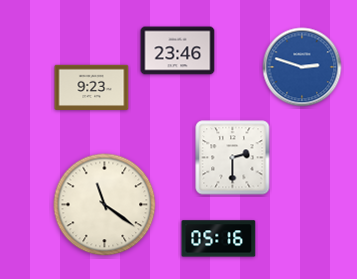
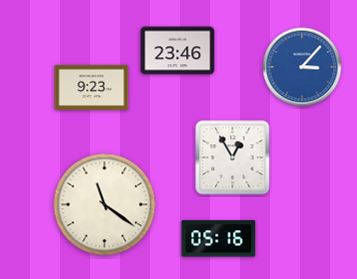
clock at (302, 67): 2:48 -> 3:07
clock at (233, 158): 2:30 -> 12:55
